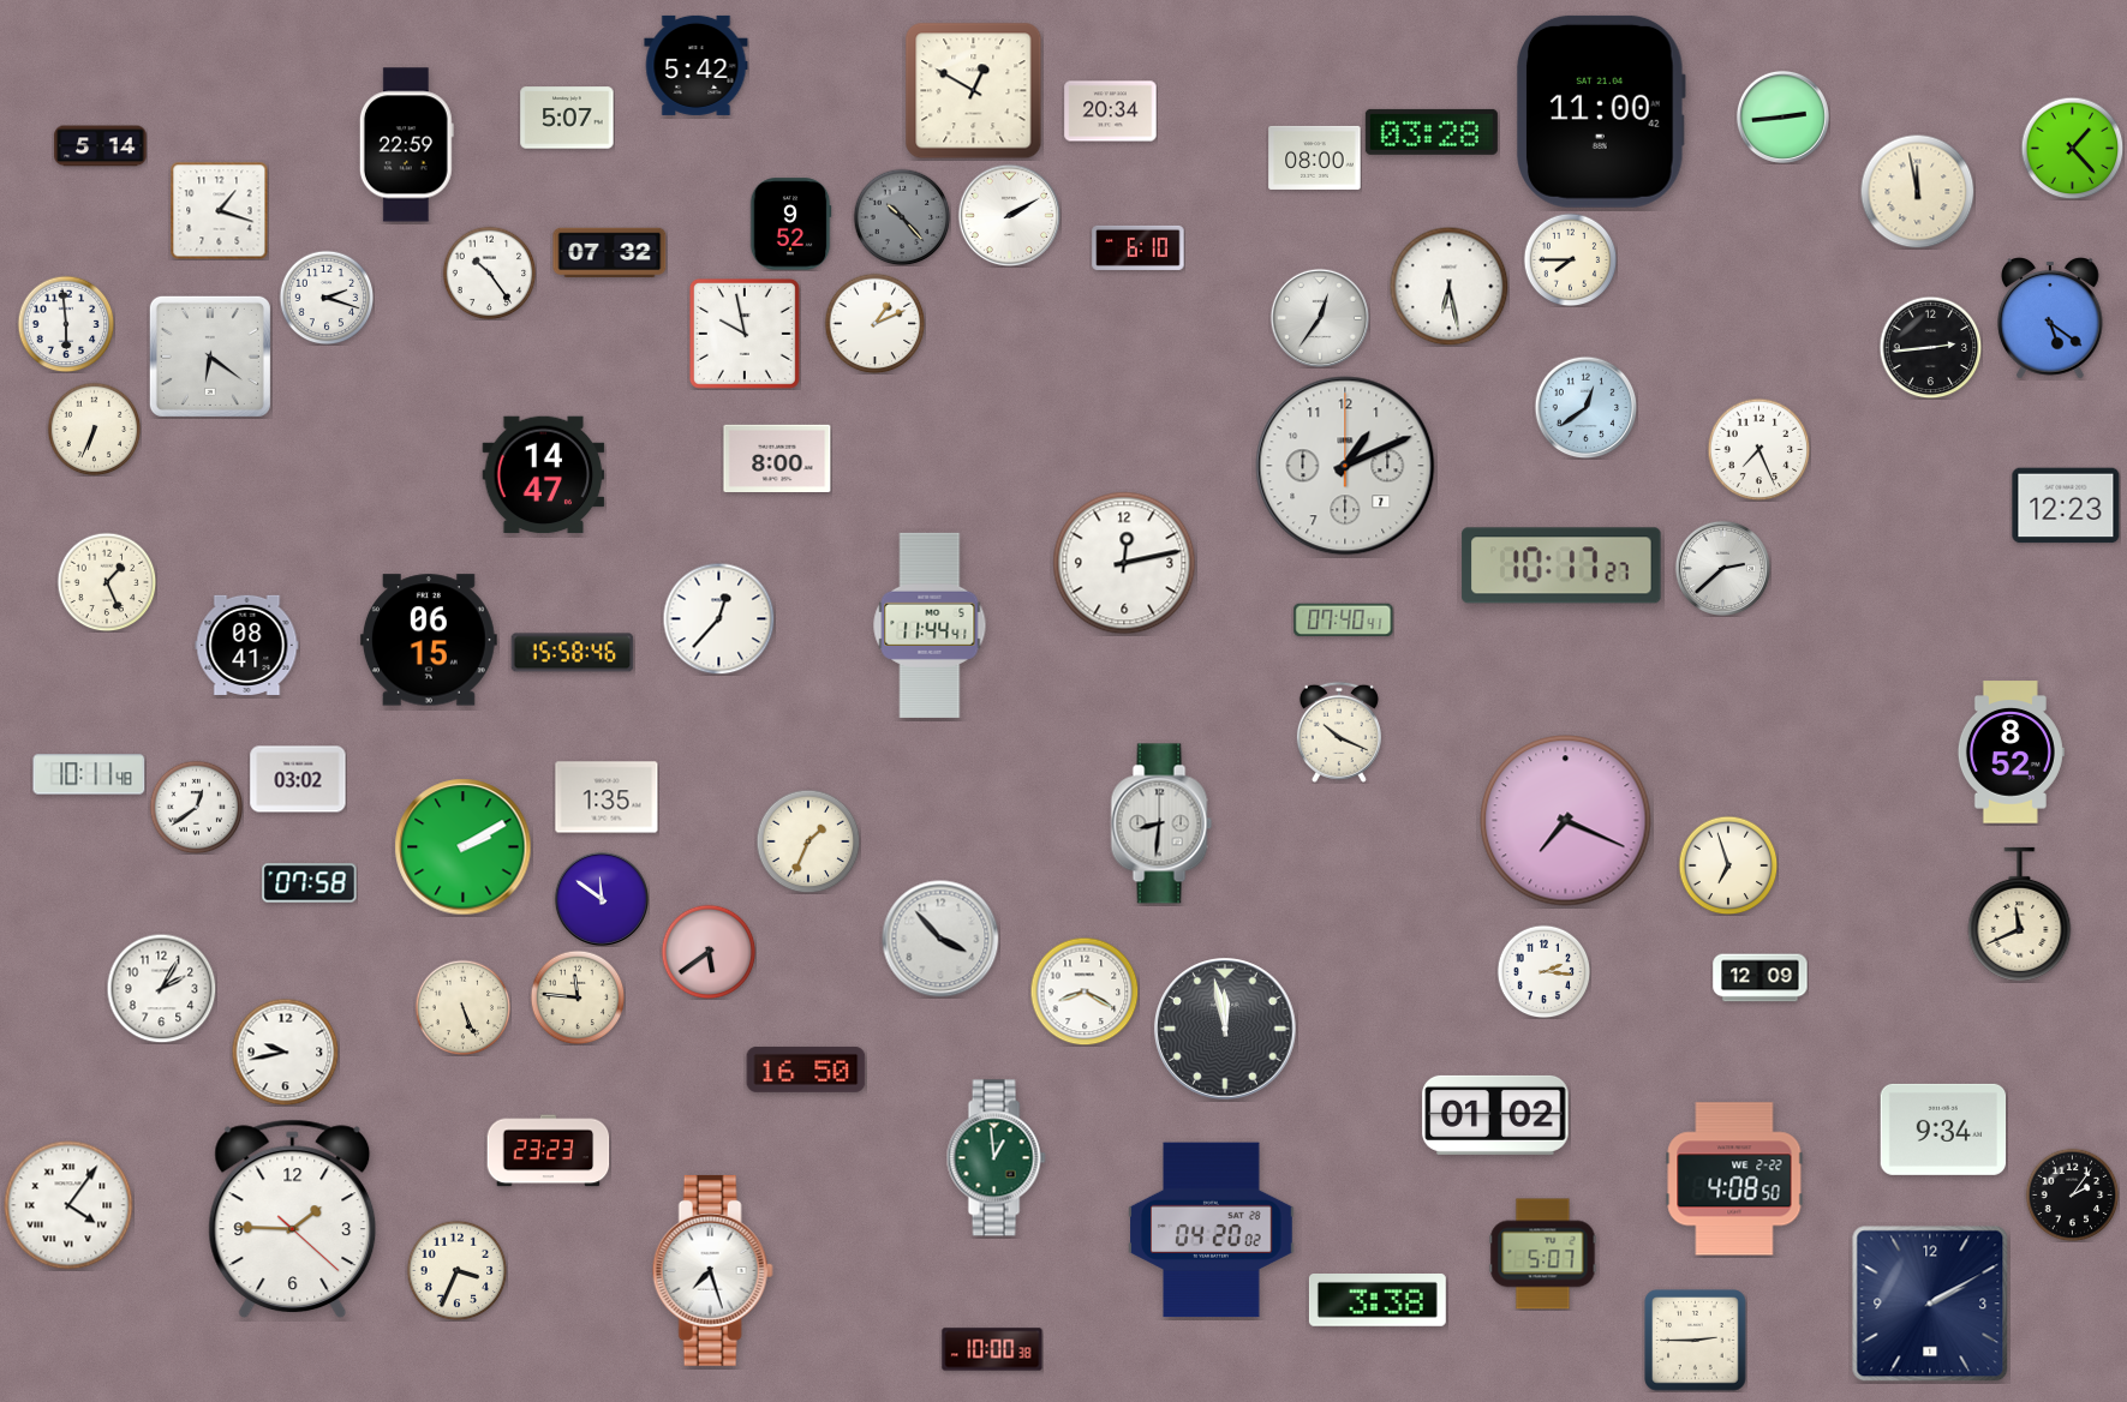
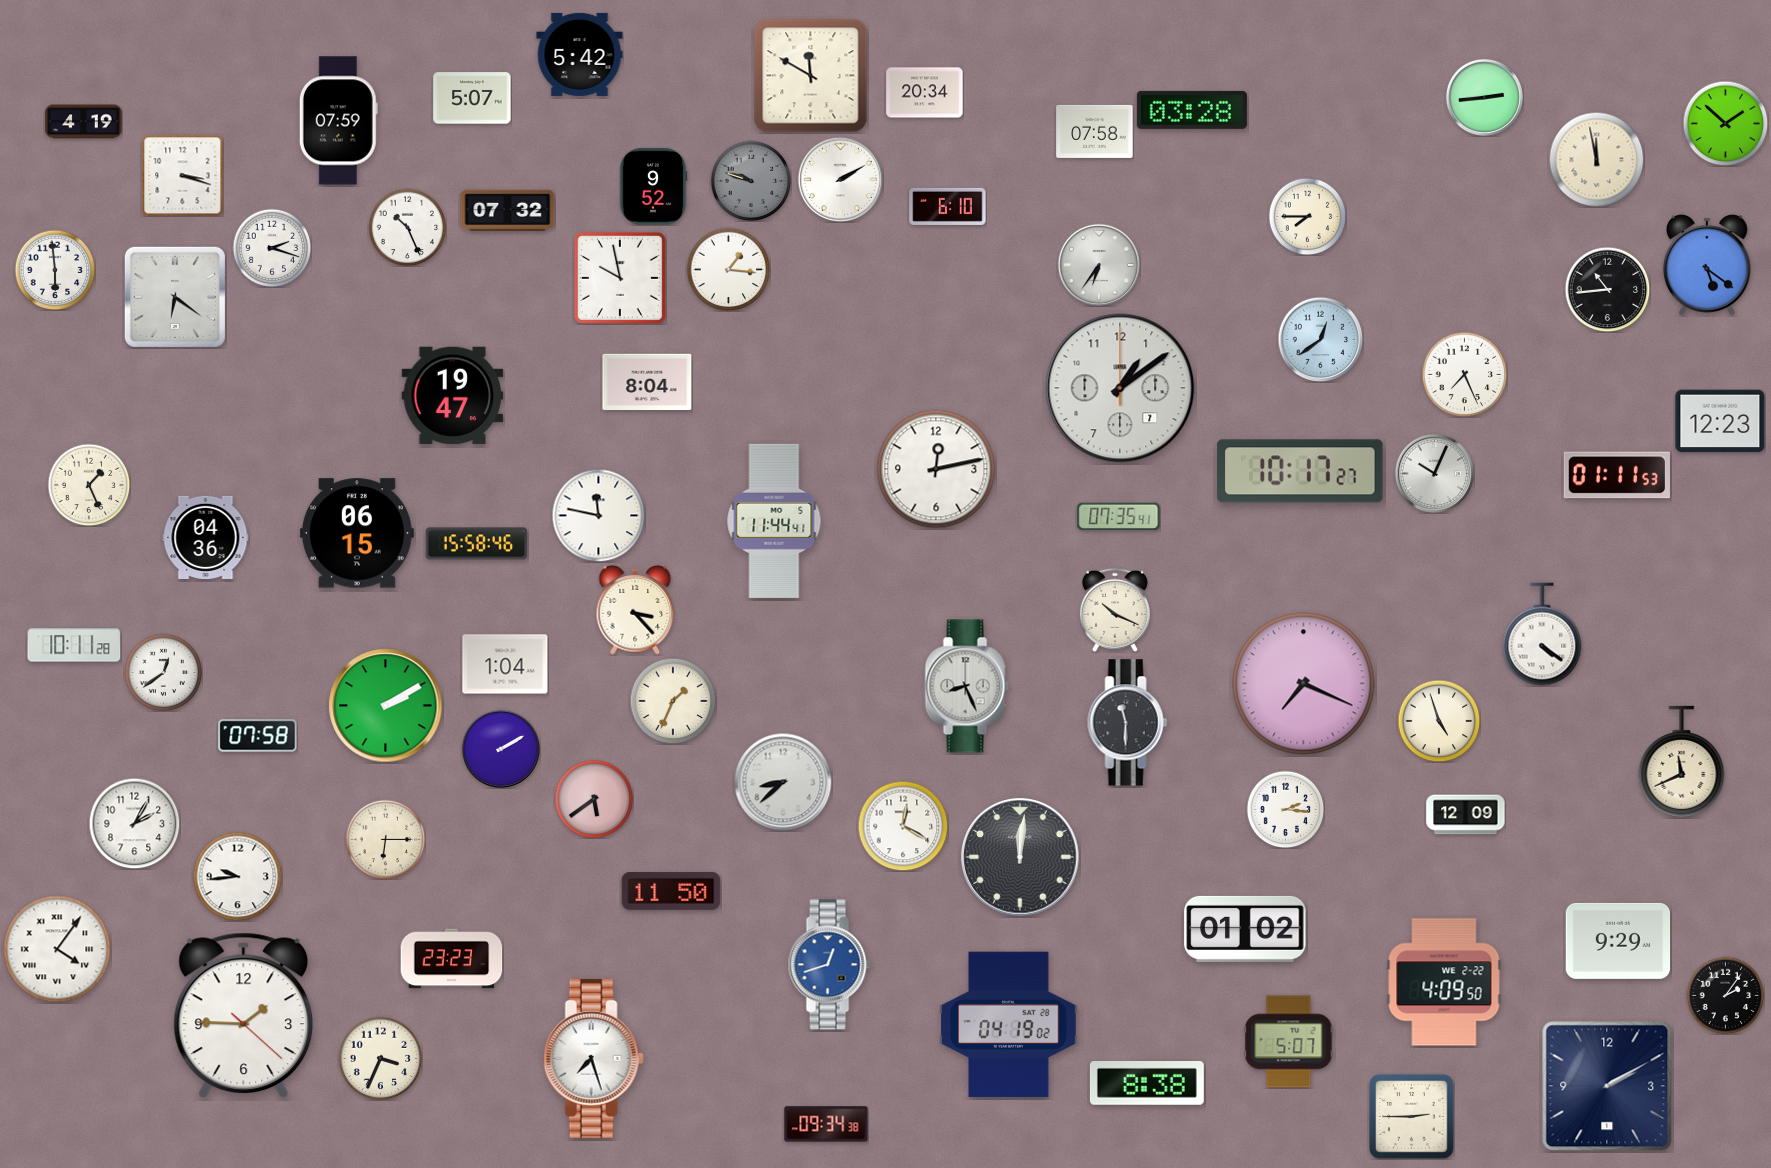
clock at (974, 91): 12:50 -> 11:50
clock at (1602, 112): 11:00 -> none
clock at (406, 145): 22:59 -> 07:59
clock at (101, 146): 5:14 -> 4:19
clock at (2072, 148): 1:23 -> 1:52
clock at (1315, 157): 08:00 -> 07:58
clock at (219, 210): 1:18 -> 3:18
clock at (902, 217): 10:23 -> 9:48
clock at (790, 224) position: (790, 224) -> (653, 187)
clock at (489, 272): 10:24 -> 10:26
clock at (1450, 287): 6:28 -> none
clock at (1320, 318): 12:36 -> 6:36
clock at (874, 323): 1:11 -> 1:16
clock at (1930, 347): 2:44 -> 10:44
clock at (94, 429): 6:34 -> none
clock at (777, 457): 8:00 -> 8:04
clock at (1345, 466): 1:11 -> 1:09
clock at (544, 475): 14:47 -> 19:47
clock at (1722, 568): 2:38 -> 10:04
clock at (1617, 475): none -> 01:11
clock at (718, 618): 12:37 -> 11:47
clock at (1344, 621): 07:40 -> 07:35
clock at (247, 645): 08:41 -> 04:36
clock at (635, 610): none -> 3:23
clock at (2011, 753): 8:52 -> none
clock at (1542, 634): none -> 4:21
clock at (89, 774): 10:11:48 -> 10:11:28
clock at (298, 779): 03:02 -> none
clock at (607, 797): 1:35 -> 1:04
clock at (1161, 823): 8:31 -> 8:26
clock at (1728, 865): 6:57 -> 4:57
clock at (1128, 723): none -> 11:30
clock at (602, 899): 11:51 -> 2:10
clock at (940, 939): 3:53 -> 8:38
clock at (709, 952) position: (709, 952) -> (594, 799)
clock at (1085, 991): 8:20 -> 12:20
clock at (578, 997): 11:46 -> none
clock at (462, 1007): 5:26 -> 6:15
clock at (1225, 1029): 11:58 -> 12:01
clock at (285, 1051): 9:43 -> 9:44
clock at (806, 1070): 16:50 -> 11:50
clock at (1943, 1130): 9:34 -> 9:29
clock at (549, 1151) position: (549, 1151) -> (452, 959)
clock at (996, 1158): 12:59 -> 12:42
clock at (996, 1158) dial: green -> blue
clock at (1734, 1179): 4:08 -> 4:09
clock at (68, 1205) position: (68, 1205) -> (57, 949)
clock at (1212, 1230): 04:20 -> 04:19
clock at (1543, 1254) position: (1543, 1254) -> (1289, 1042)
clock at (1378, 1301): 3:38 -> 8:38
clock at (992, 1349): 10:00 -> 09:34
